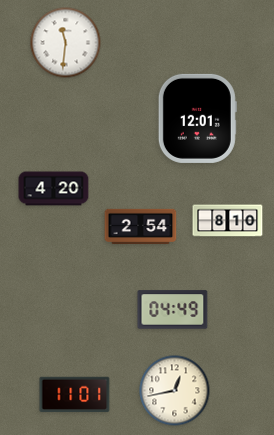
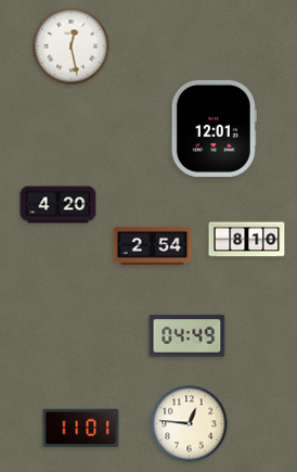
clock at (66, 43): 11:31 -> 12:28
clock at (175, 391): 12:43 -> 12:46
